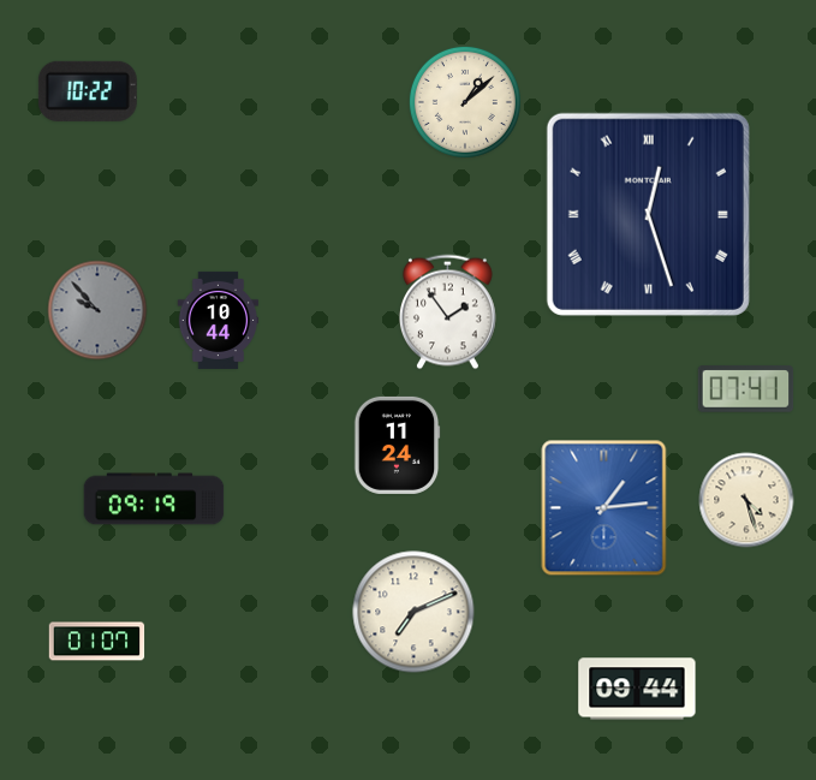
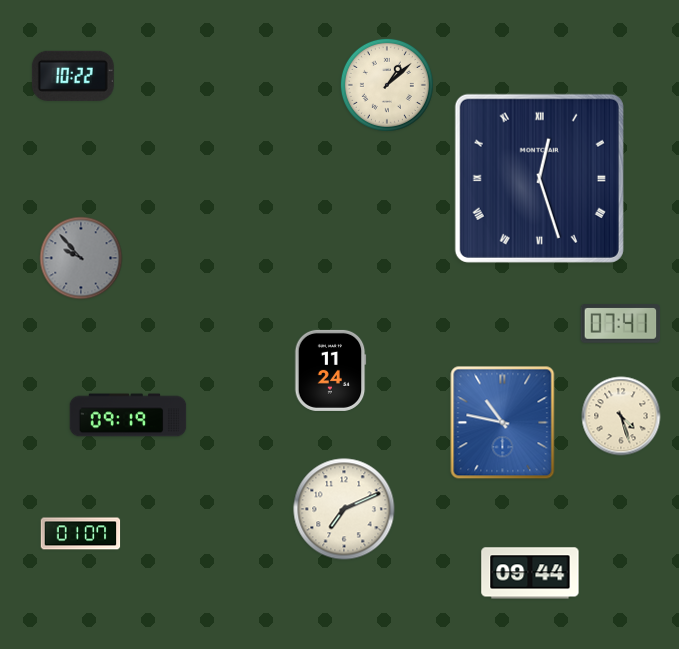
clock at (447, 312): 1:54 -> none
clock at (219, 320): 10:44 -> none
clock at (604, 508): 1:14 -> 10:47
